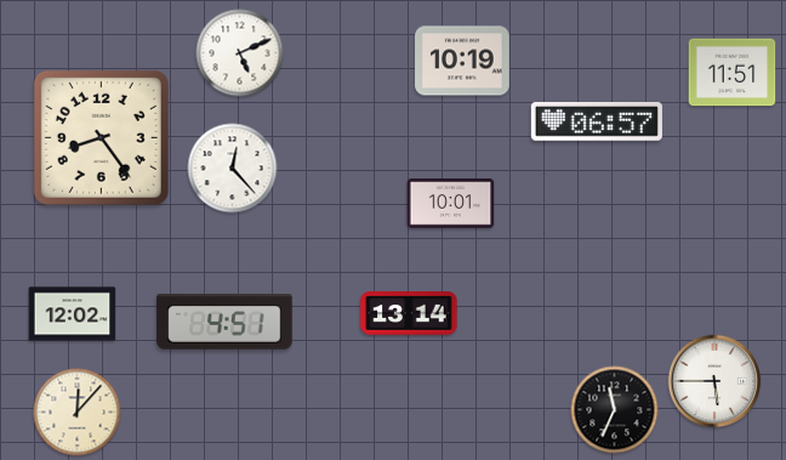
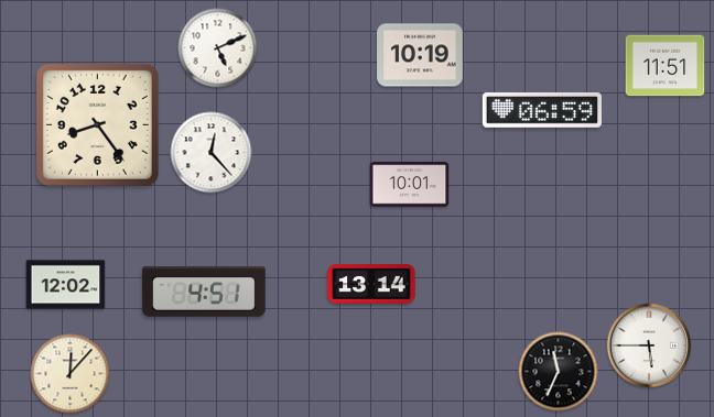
clock at (597, 123): 06:57 -> 06:59
clock at (101, 137) position: (101, 137) -> (97, 124)
